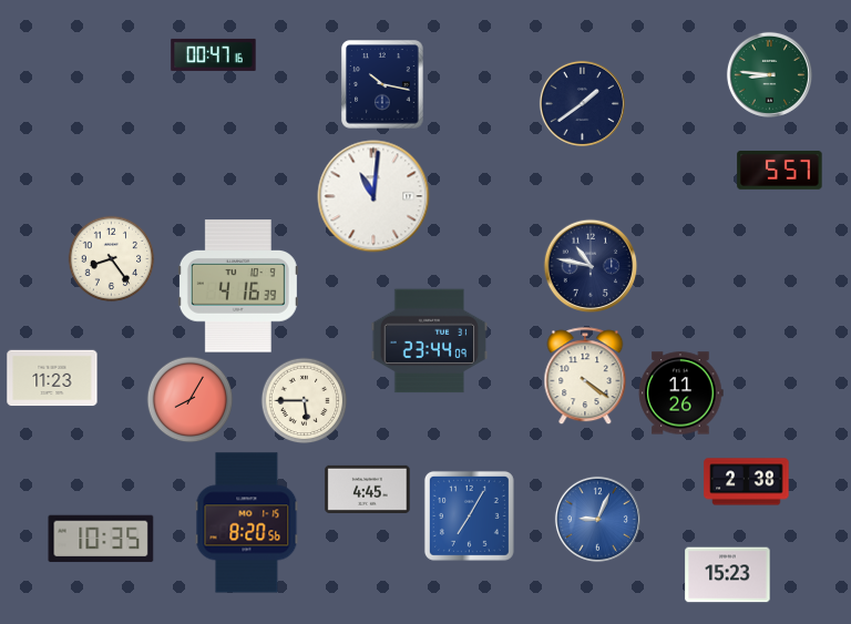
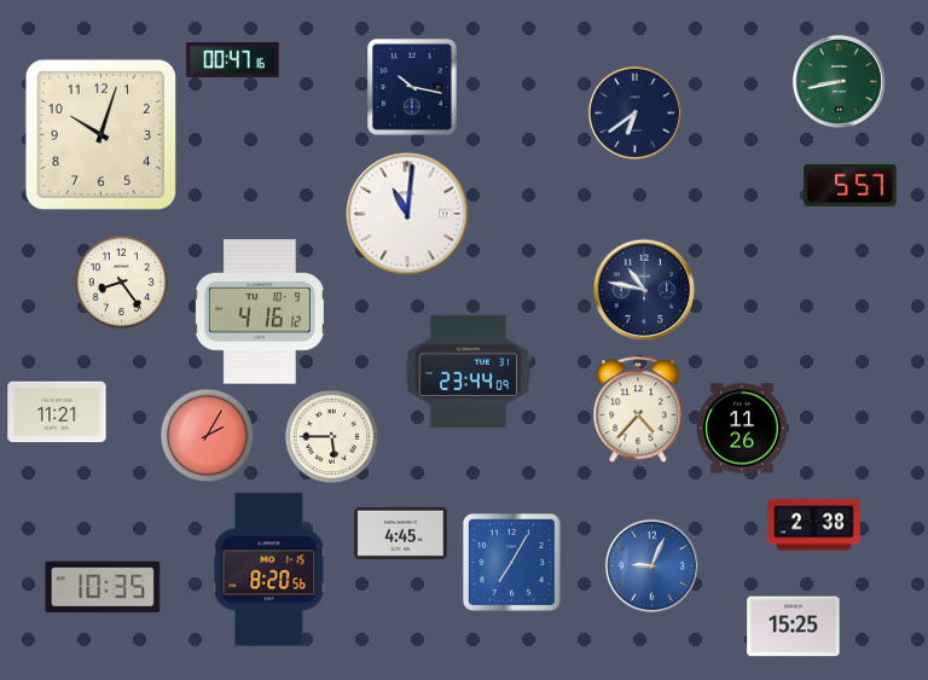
clock at (769, 74): 8:46 -> 8:43
clock at (382, 84) position: (382, 84) -> (412, 87)
clock at (582, 103): 1:39 -> 6:39
clock at (100, 134): none -> 10:03
clock at (238, 286): 4:16:39 -> 4:16:12
clock at (585, 376): 4:21 -> 4:37
clock at (52, 378): 11:23 -> 11:21
clock at (189, 399): 8:05 -> 2:05
clock at (101, 539) position: (101, 539) -> (103, 587)
clock at (728, 575): 15:23 -> 15:25
